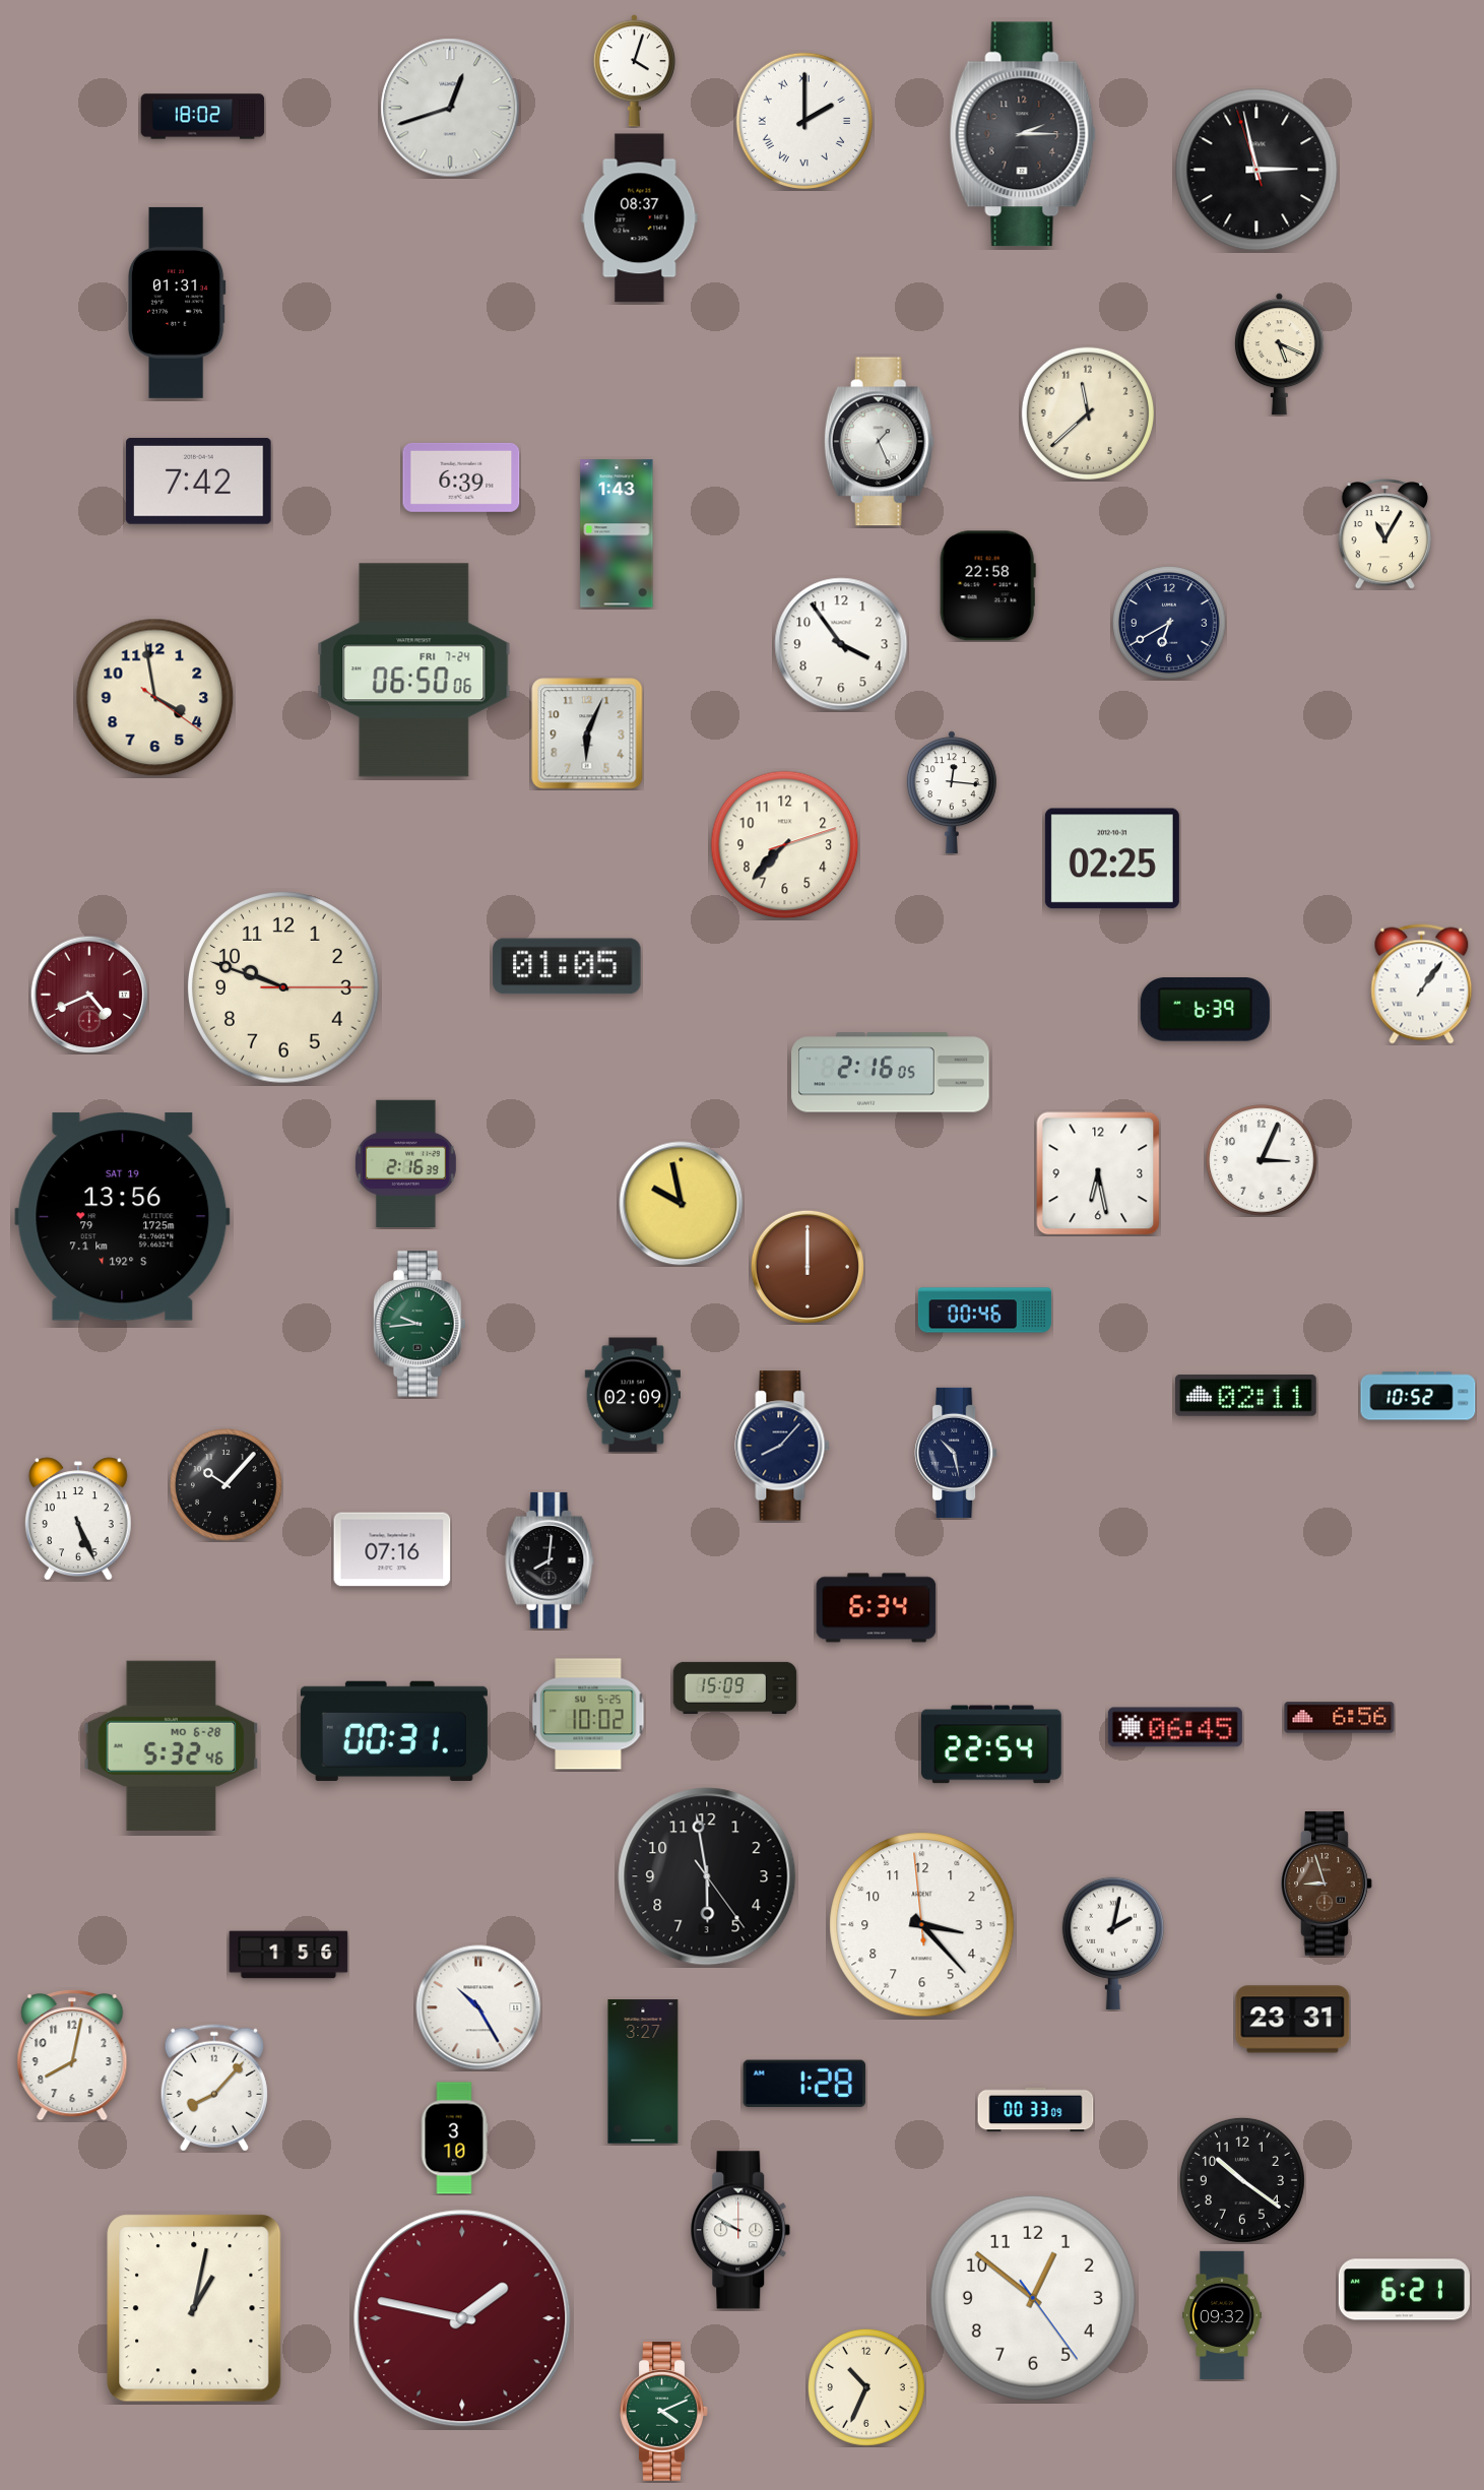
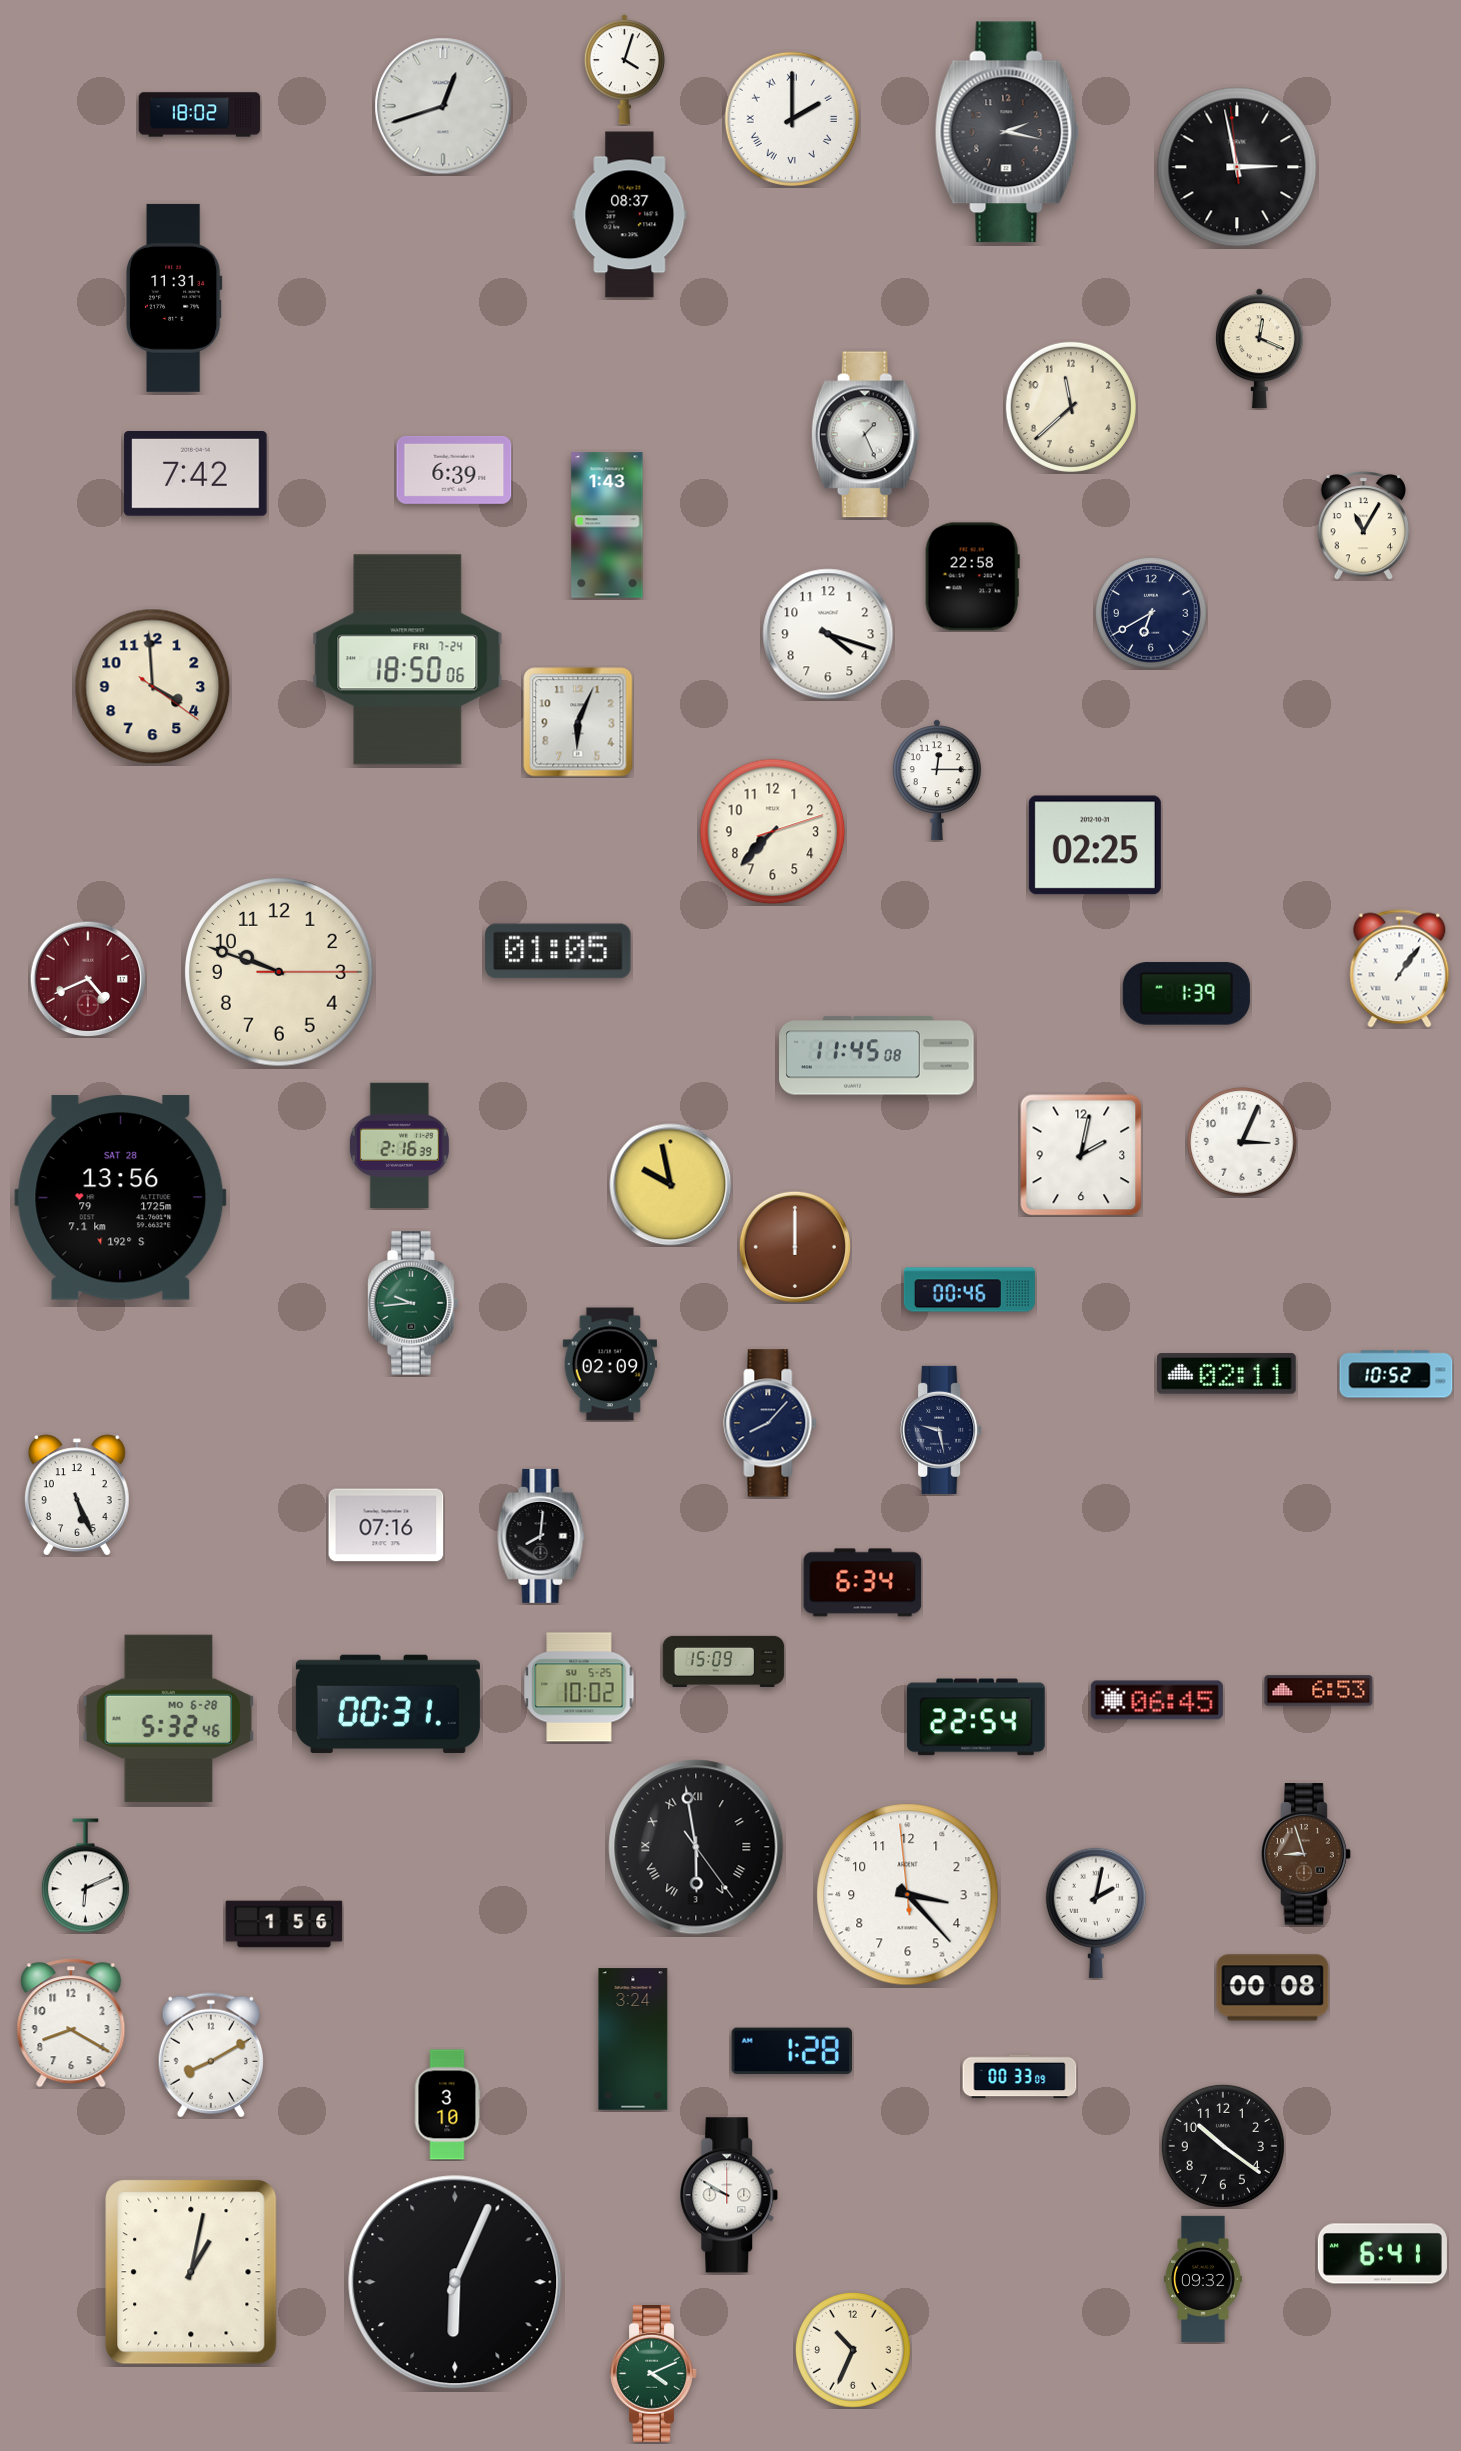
clock at (1023, 134): 2:15 -> 2:17
clock at (1256, 170): 2:57:57 -> 2:57:59
clock at (177, 303): 01:31 -> 11:31
clock at (1279, 355): 5:19 -> 12:19
clock at (841, 644): 3:54 -> 4:18
clock at (414, 671): 06:50 -> 18:50
clock at (155, 698): 3:58 -> 3:59
clock at (952, 792): 12:16 -> 12:15
clock at (1205, 1010): 6:39 -> 1:39
clock at (891, 1073): 2:16 -> 11:45
clock at (1098, 1173): 6:28 -> 2:02
clock at (123, 1217) date: SAT 19 -> SAT 28
clock at (632, 1395) position: (632, 1395) -> (609, 1364)
clock at (956, 1453): 10:28 -> 9:28
clock at (227, 1485): 10:07 -> none
clock at (1340, 1718): 6:56 -> 6:53
clock at (707, 1876) numerals: Arabic -> Roman
clock at (85, 1876): none -> 6:11
clock at (478, 2007): 10:25 -> none
clock at (1293, 2020): 23:31 -> 00:08
clock at (72, 2055): 8:02 -> 8:20
clock at (643, 2071): 3:27 -> 3:24
clock at (214, 2088): 8:07 -> 8:10
clock at (1404, 2290): 6:21 -> 6:41
clock at (1033, 2298): 12:51 -> none
clock at (462, 2318): 1:47 -> 6:04
clock at (462, 2318) dial: burgundy -> black
